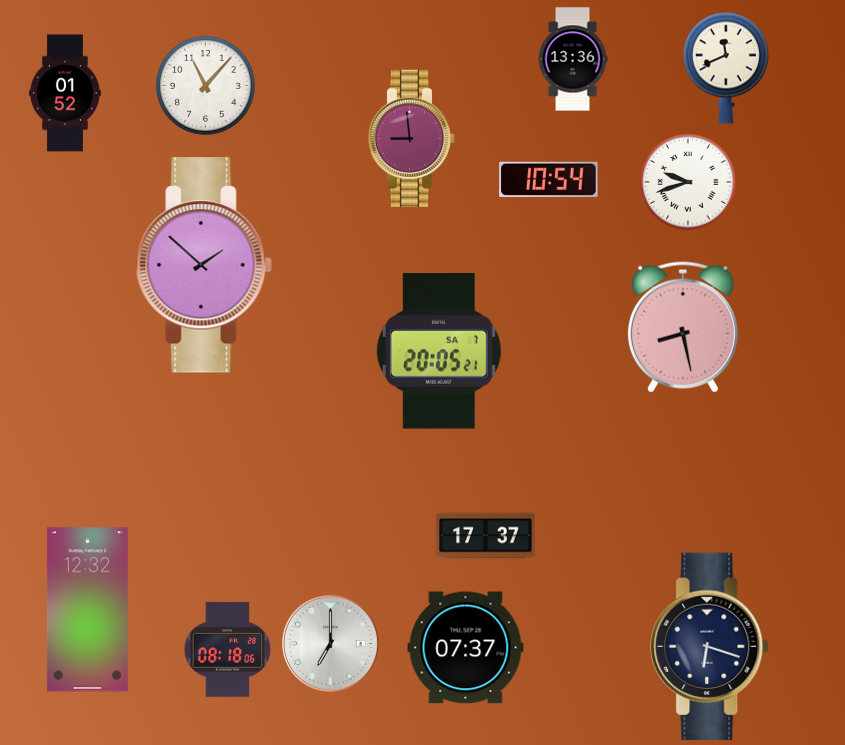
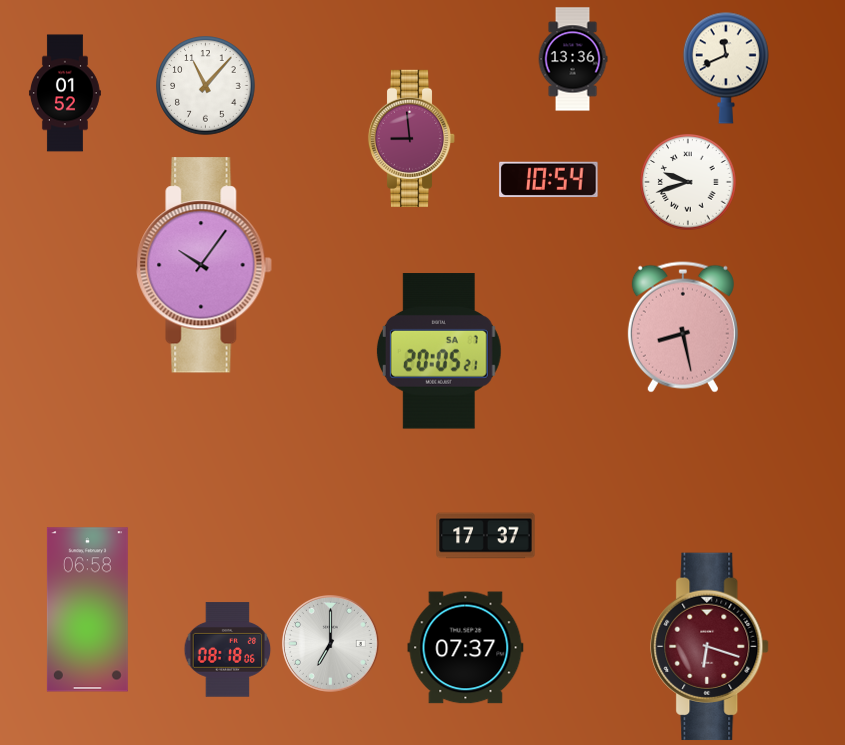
clock at (204, 265): 1:52 -> 10:06
clock at (87, 610): 12:32 -> 06:58
clock at (710, 647) dial: navy -> burgundy
